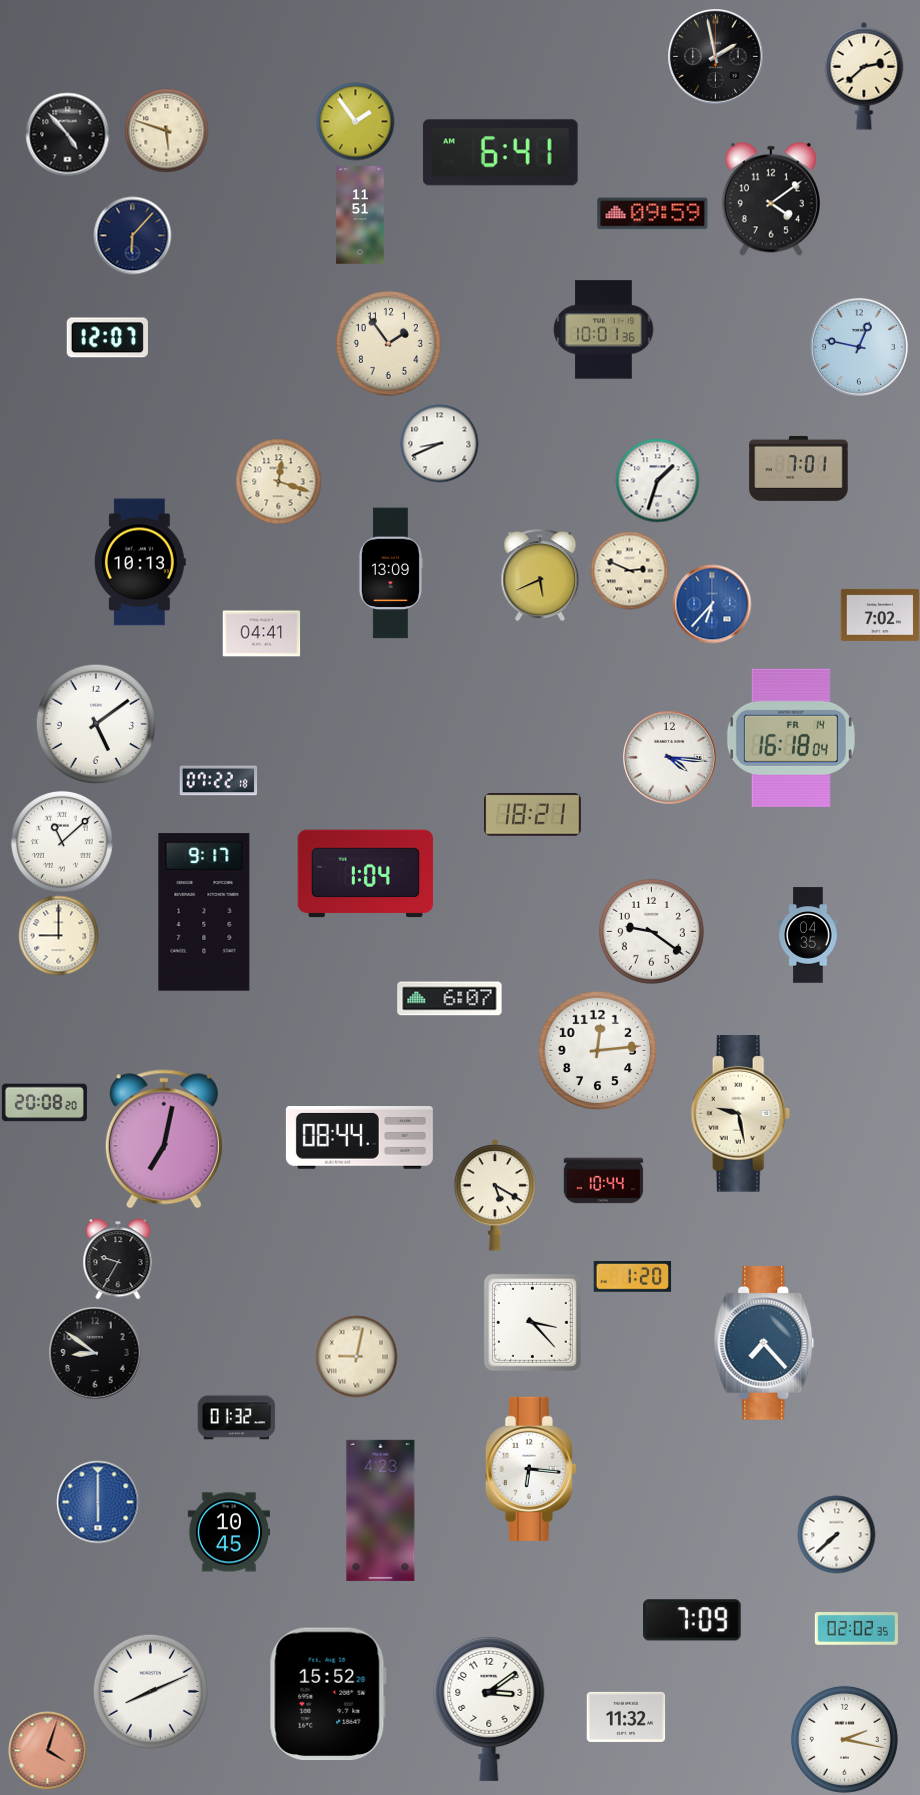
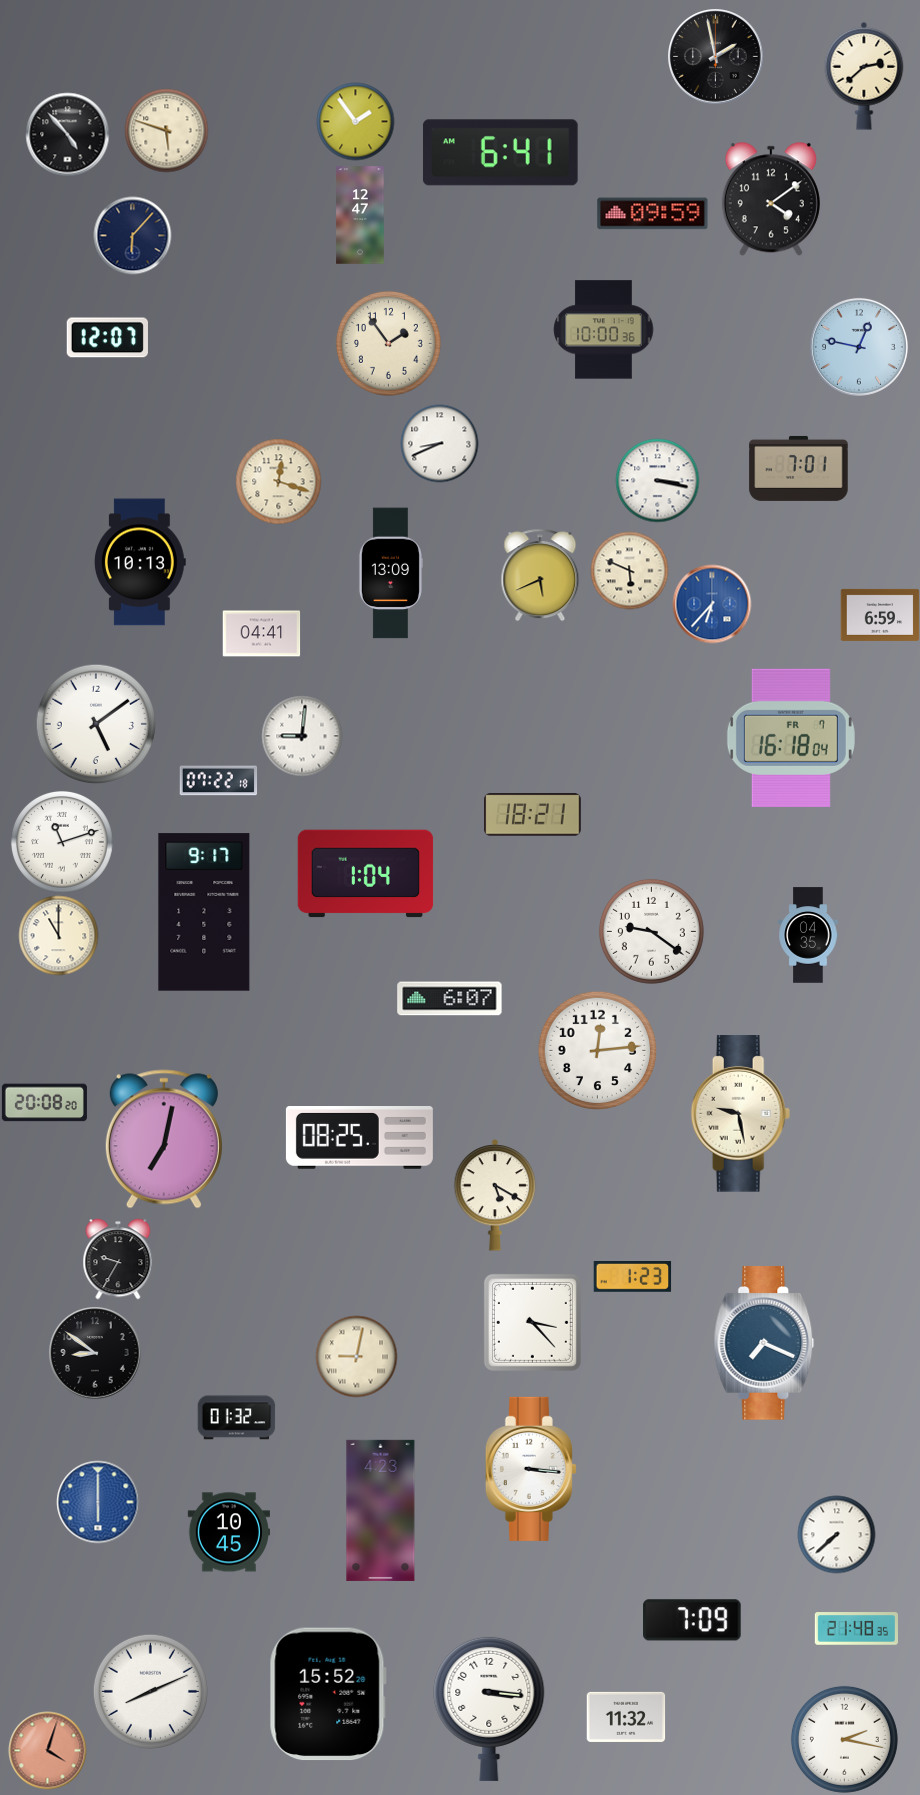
clock at (360, 215): 11:51 -> 12:47
clock at (604, 330): 10:01 -> 10:00
clock at (657, 480): 1:33 -> 3:17
clock at (629, 570): 2:49 -> 5:49
clock at (880, 615): 7:02 -> 6:59
clock at (302, 736): none -> 9:01
clock at (791, 738) date: FR 14 -> FR 7
clock at (669, 757): 4:16 -> none
clock at (62, 842): 11:08 -> 11:12
clock at (58, 935): 9:00 -> 11:00
clock at (359, 1138): 08:44 -> 08:25
clock at (603, 1181): 10:44 -> none
clock at (632, 1277): 1:20 -> 1:23
clock at (764, 1344): 7:23 -> 7:19
clock at (531, 1469): 6:16 -> 3:16
clock at (856, 1629): 02:02 -> 21:48
clock at (489, 1708): 3:09 -> 3:16
